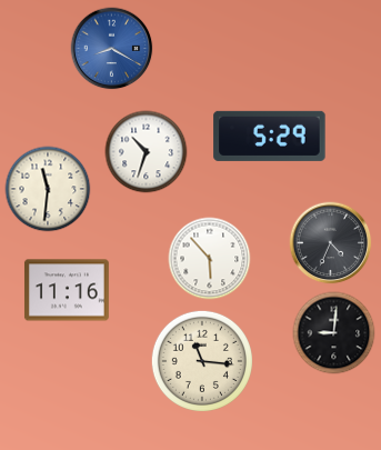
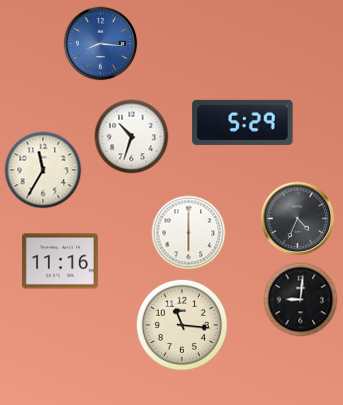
clock at (112, 49): 8:20 -> 8:16
clock at (48, 189): 11:31 -> 11:35
clock at (210, 259): 5:53 -> 6:00
